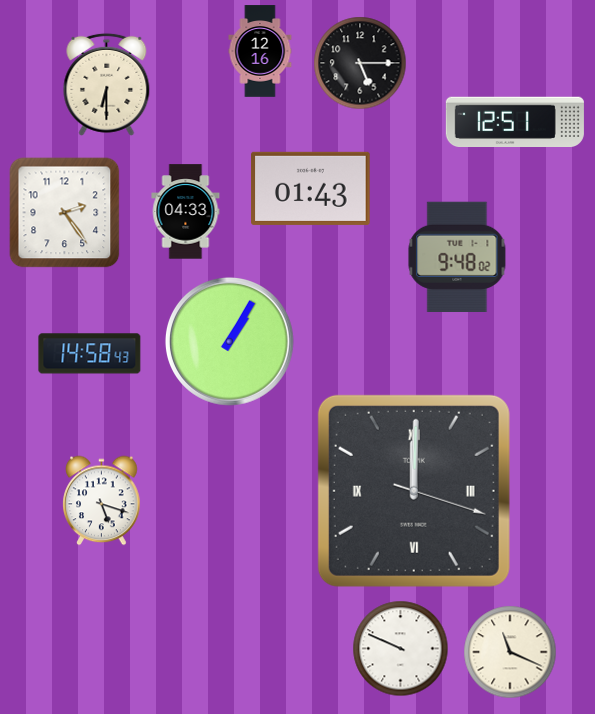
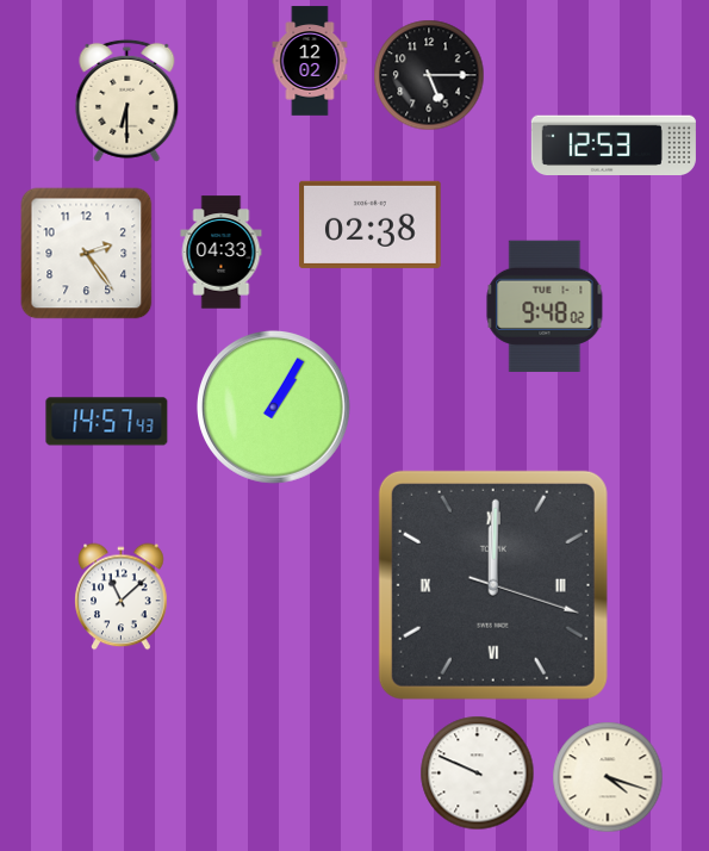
clock at (260, 51): 12:16 -> 12:02
clock at (515, 121): 12:51 -> 12:53
clock at (311, 188): 01:43 -> 02:38
clock at (65, 213) position: (65, 213) -> (87, 254)
clock at (90, 354): 14:58 -> 14:57
clock at (102, 501): 5:18 -> 11:08
clock at (510, 652): 11:19 -> 4:18
